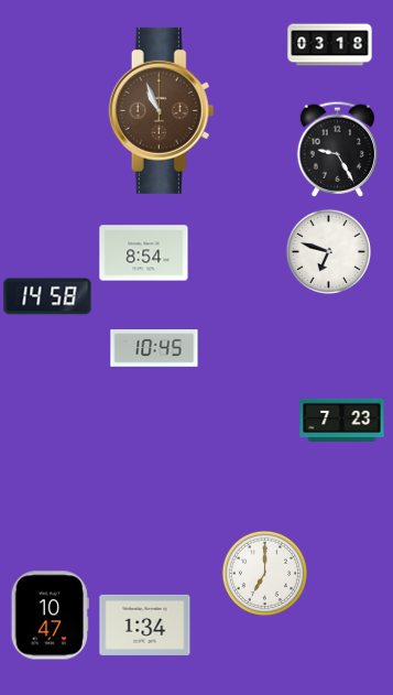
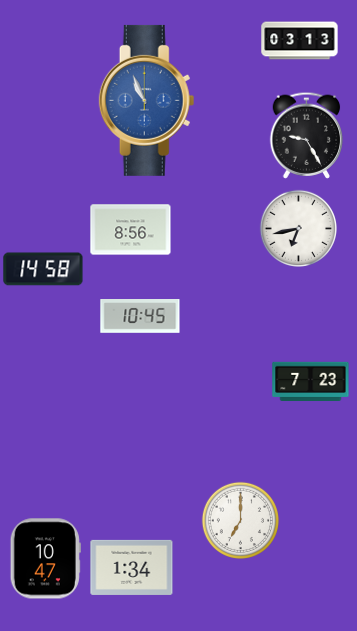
clock at (330, 45): 03:18 -> 03:13
clock at (162, 110) dial: brown -> blue
clock at (328, 251): 6:48 -> 6:43
clock at (144, 253): 8:54 -> 8:56
